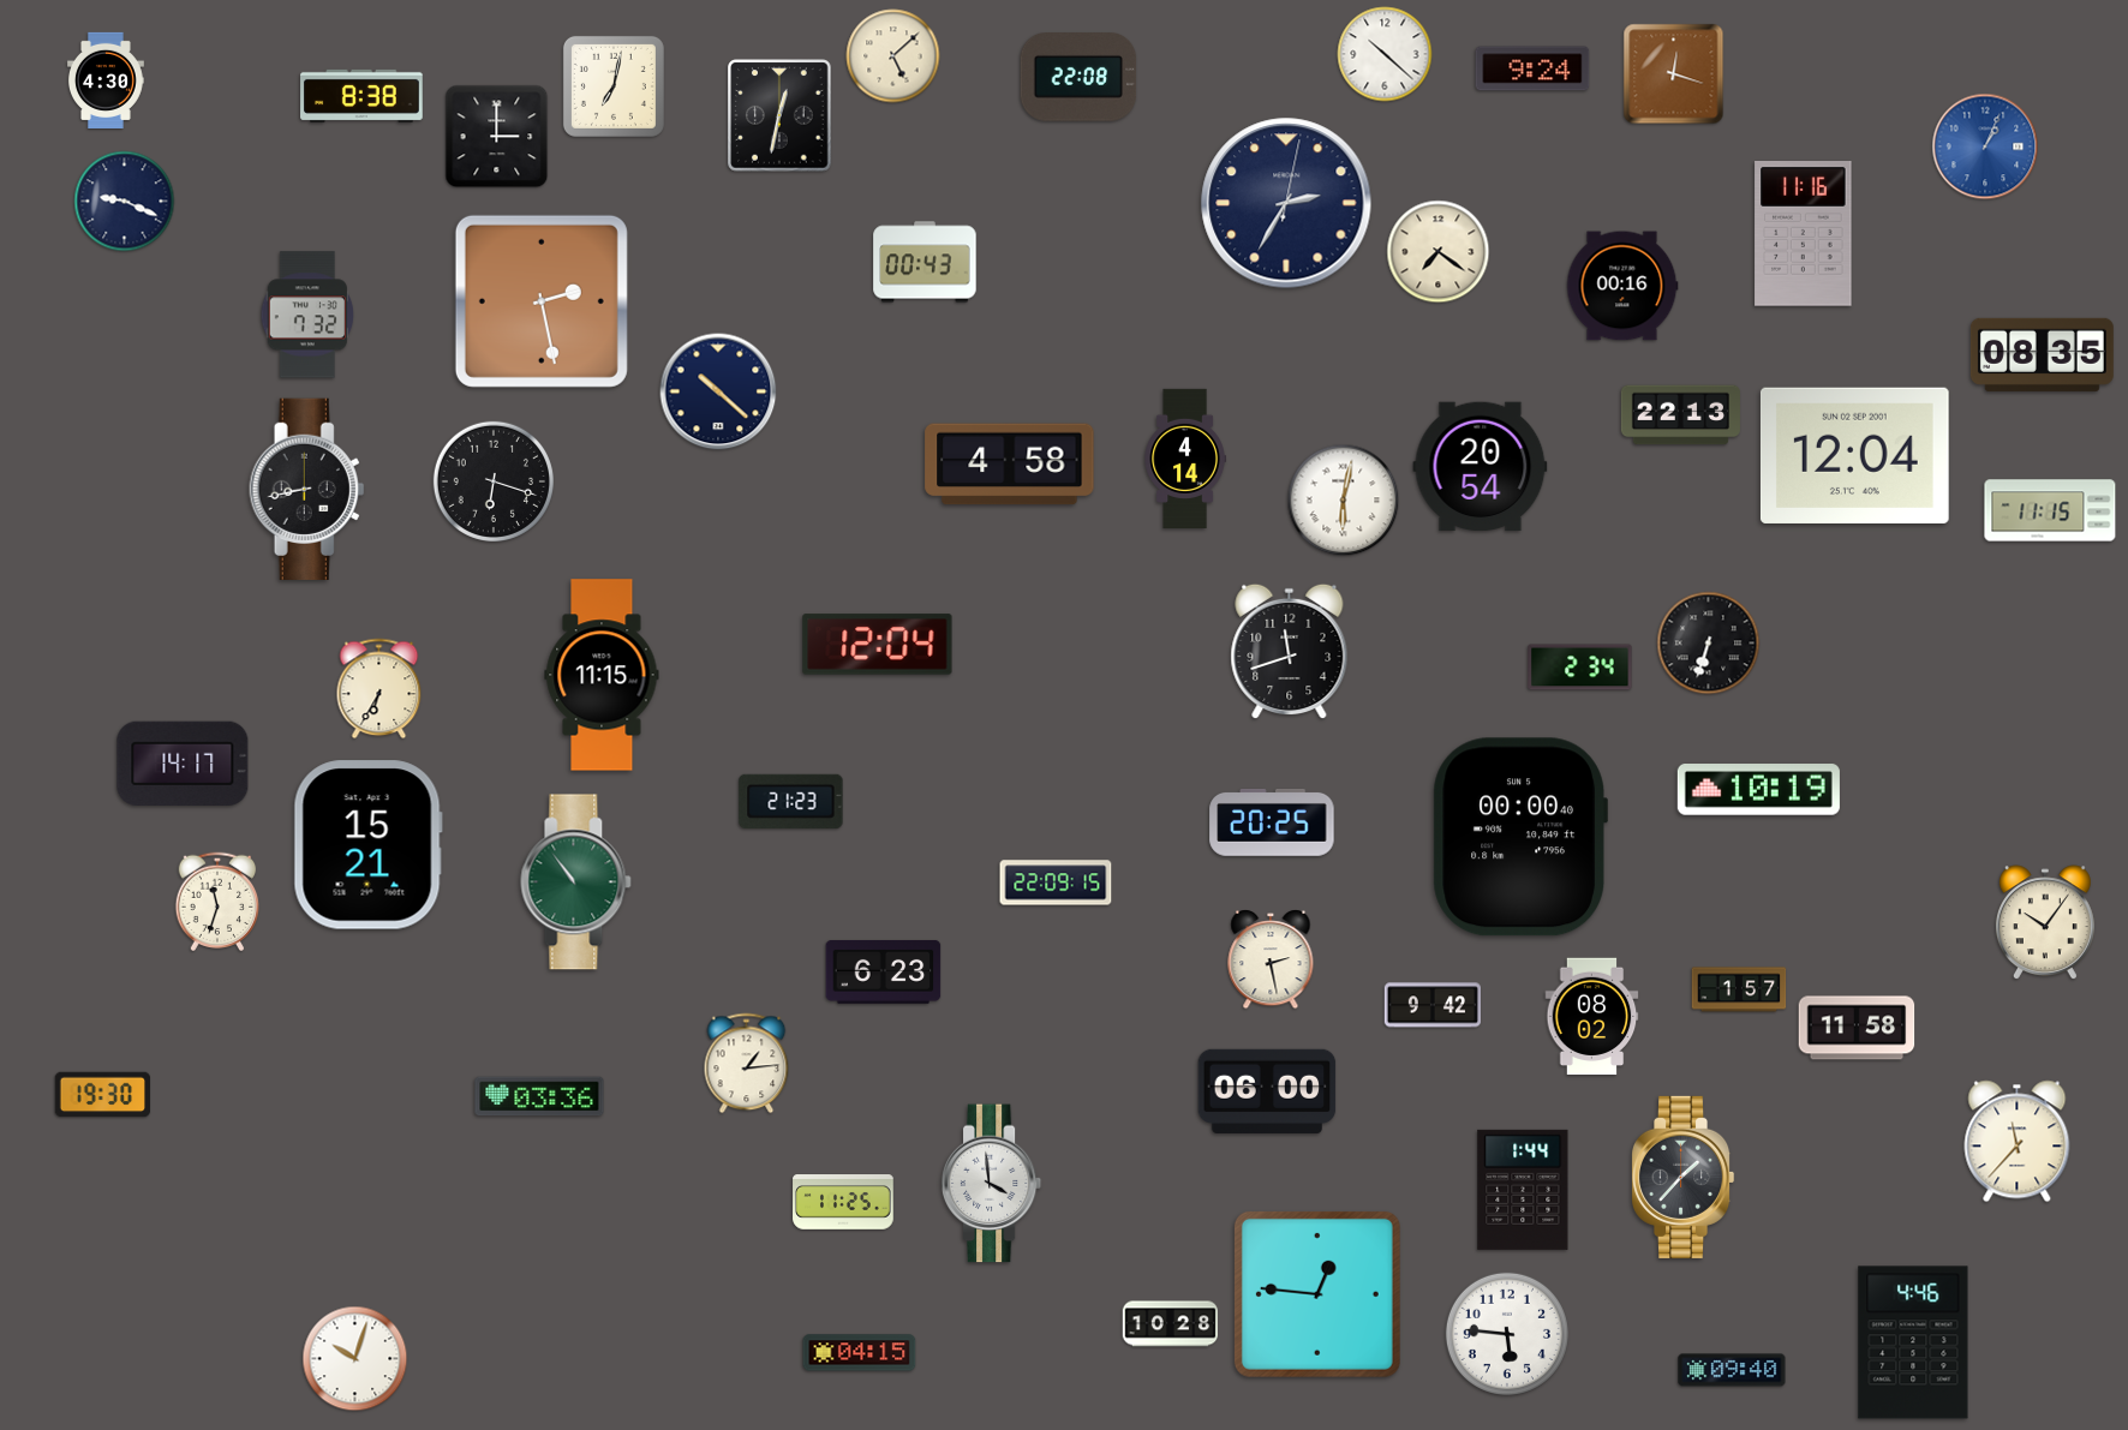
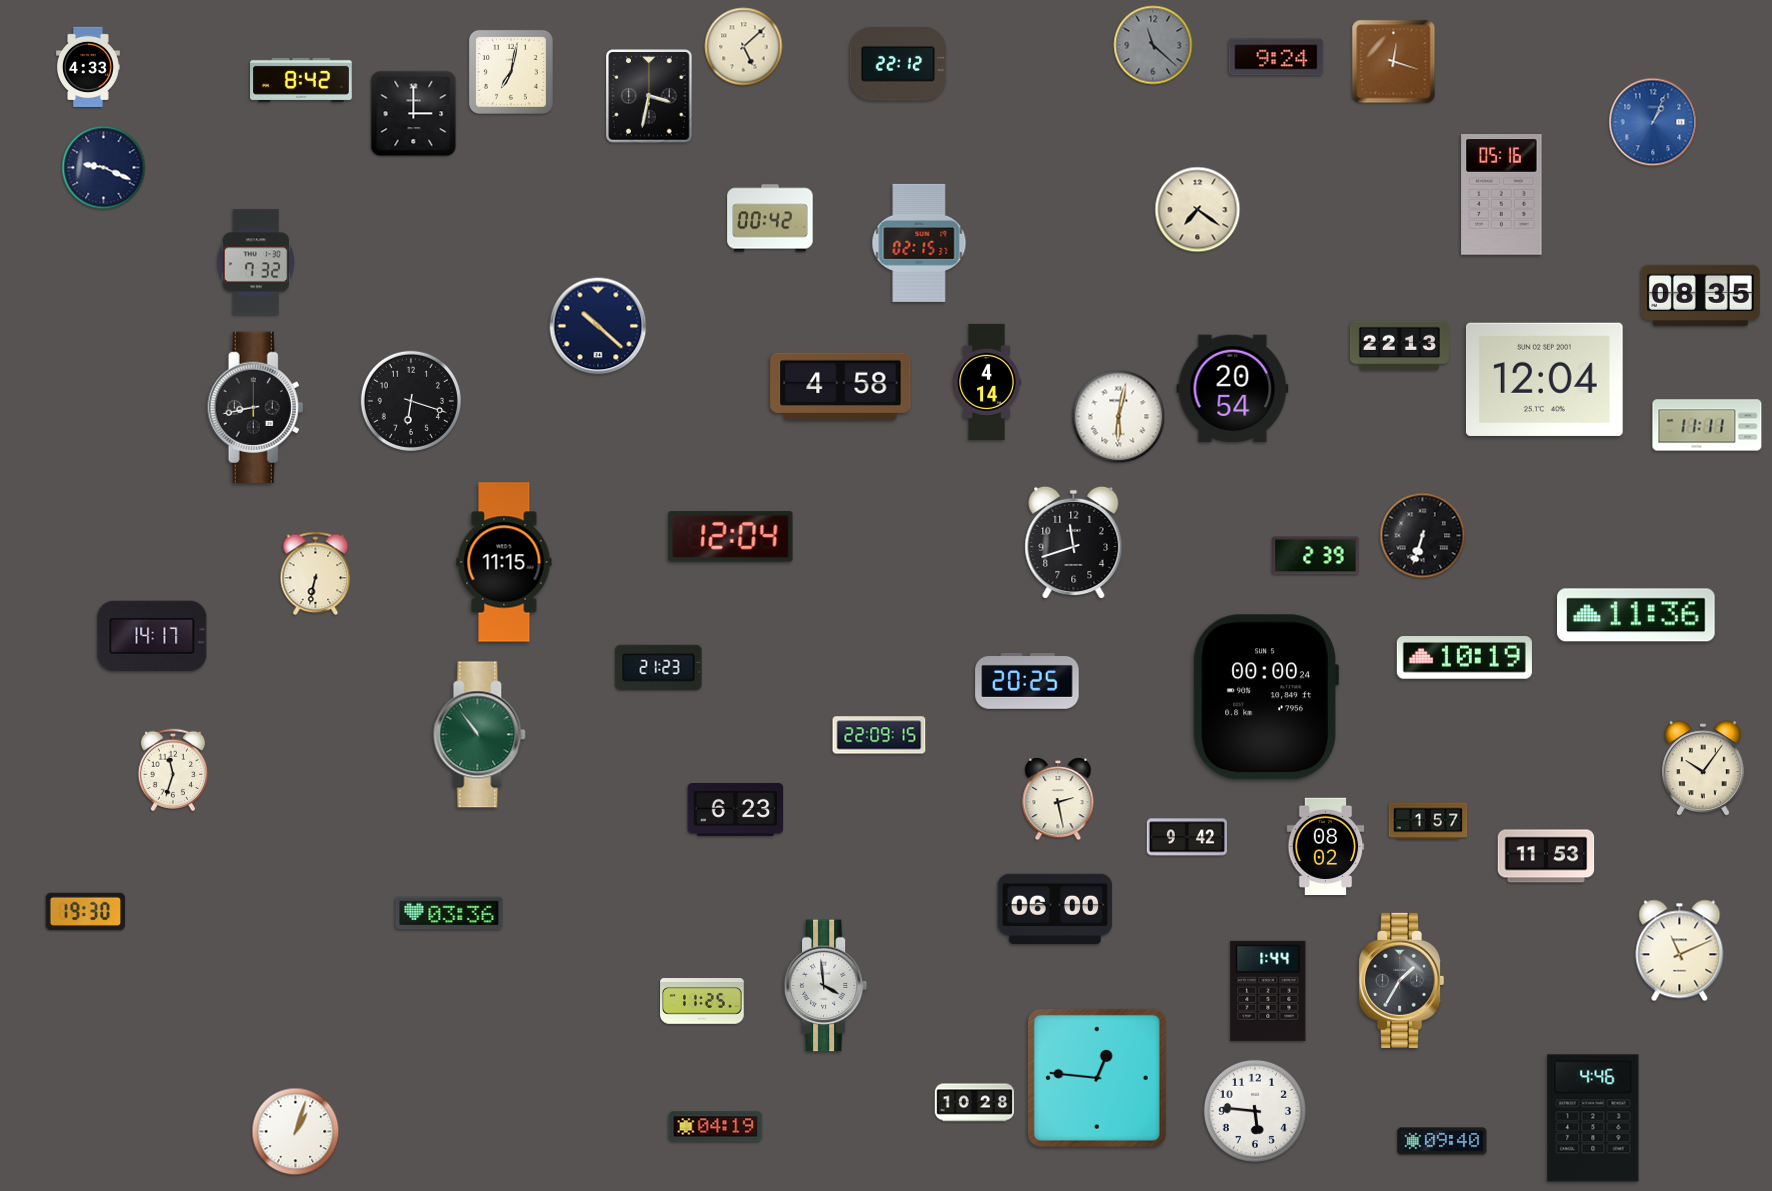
clock at (1385, 54): 10:22 -> 11:22
clock at (1385, 54) dial: white -> grey
clock at (1078, 78): 22:08 -> 22:12
clock at (106, 79): 4:30 -> 4:33
clock at (361, 96): 8:38 -> 8:42
clock at (779, 115): 12:32 -> 3:32
clock at (1286, 203): 2:35 -> none
clock at (1804, 234): 11:16 -> 05:16
clock at (925, 262): 00:43 -> 00:42
clock at (1622, 286): 00:16 -> none
clock at (919, 243): none -> 02:15
clock at (542, 301): 2:28 -> none
clock at (2050, 510): 11:15 -> 11:11
clock at (1580, 668): 2:34 -> 2:39
clock at (602, 675) position: (602, 675) -> (504, 562)
clock at (379, 689): 6:35 -> 6:32
clock at (1636, 615): none -> 11:36
clock at (1272, 822) position: (1272, 822) -> (1027, 681)
clock at (1520, 837): 00:00:40 -> 00:00:24
clock at (367, 845): 15:21 -> none
clock at (217, 902) position: (217, 902) -> (173, 770)
clock at (1739, 989) position: (1739, 989) -> (1428, 821)
clock at (1431, 1005) position: (1431, 1005) -> (1186, 837)
clock at (1857, 1028): 11:58 -> 11:53
clock at (747, 1064): 1:14 -> none
clock at (2018, 1142): 11:37 -> 11:11
clock at (1684, 1177): 1:37 -> 1:35
clock at (860, 1353): 04:15 -> 04:19
clock at (355, 1359): 10:03 -> 1:03
